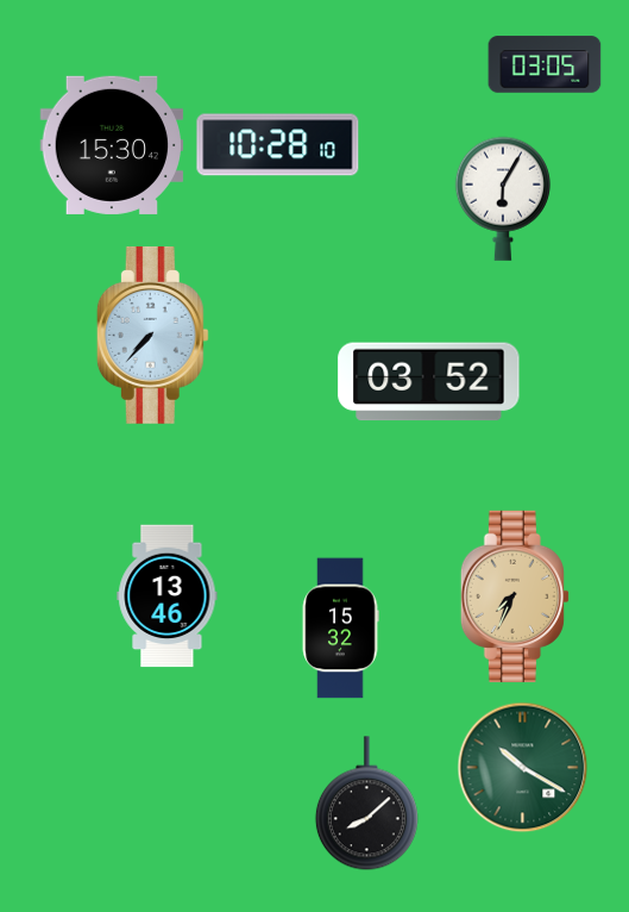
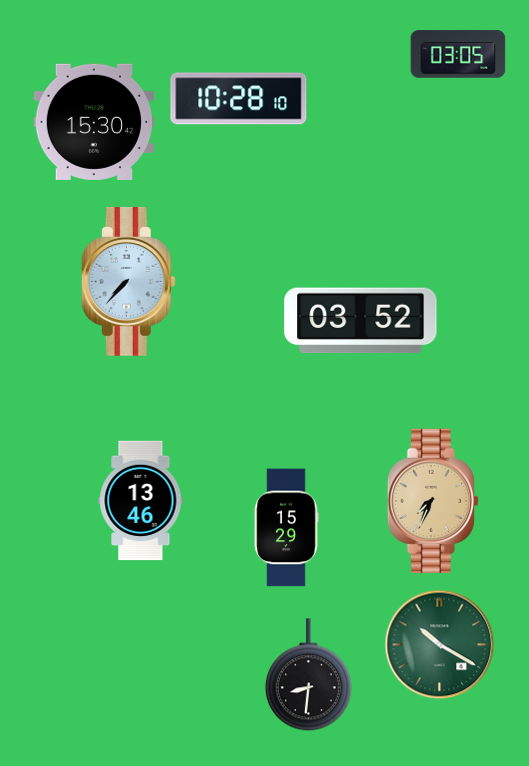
clock at (278, 145) position: (278, 145) -> (239, 99)
clock at (503, 199): 6:05 -> none
clock at (340, 629): 15:32 -> 15:29
clock at (366, 804): 8:08 -> 8:31
